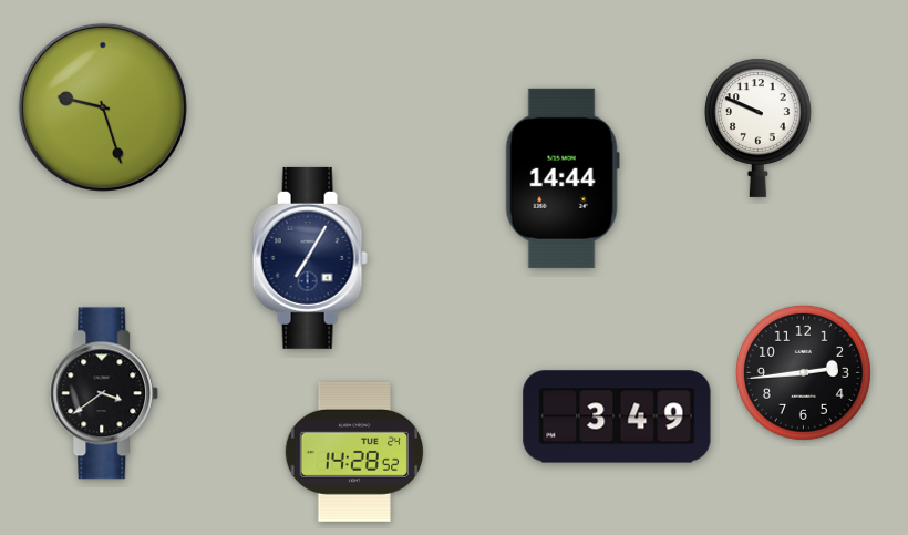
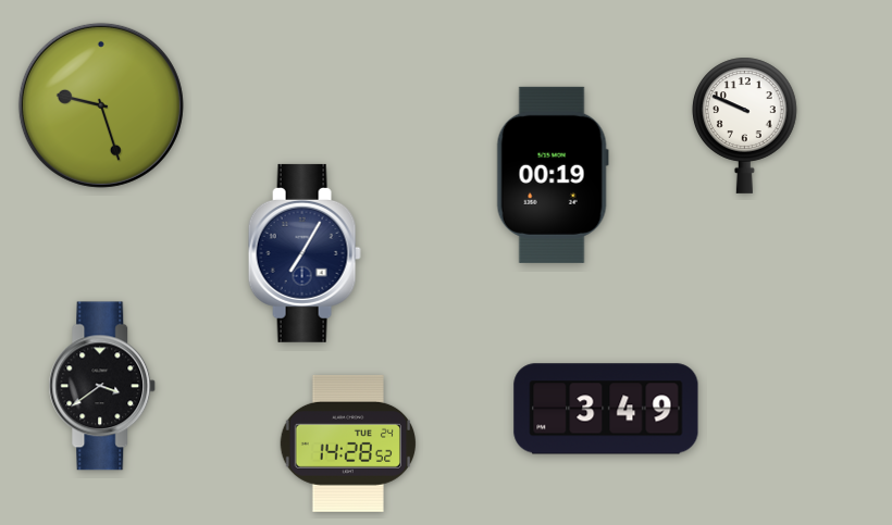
clock at (563, 178): 14:44 -> 00:19
clock at (803, 372): 2:44 -> none
